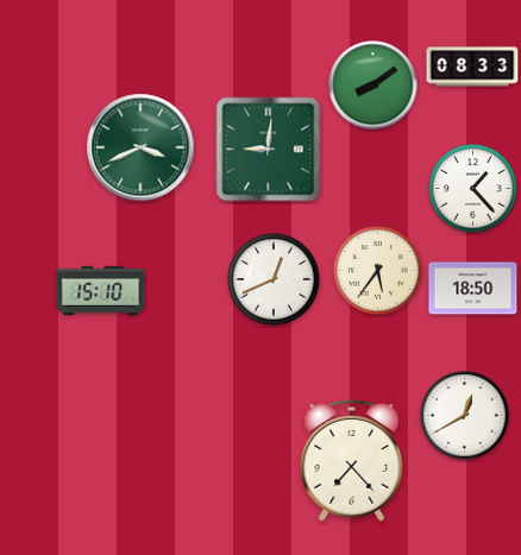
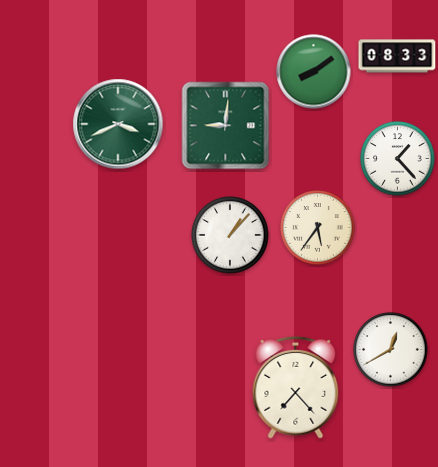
clock at (274, 279): 12:41 -> 1:07
clock at (473, 289): 18:50 -> none
clock at (101, 290): 15:10 -> none
